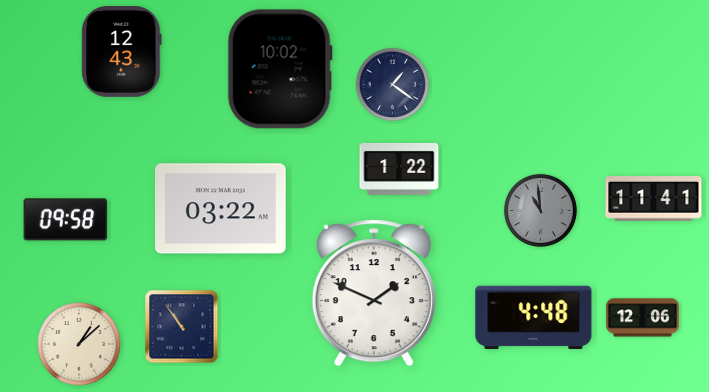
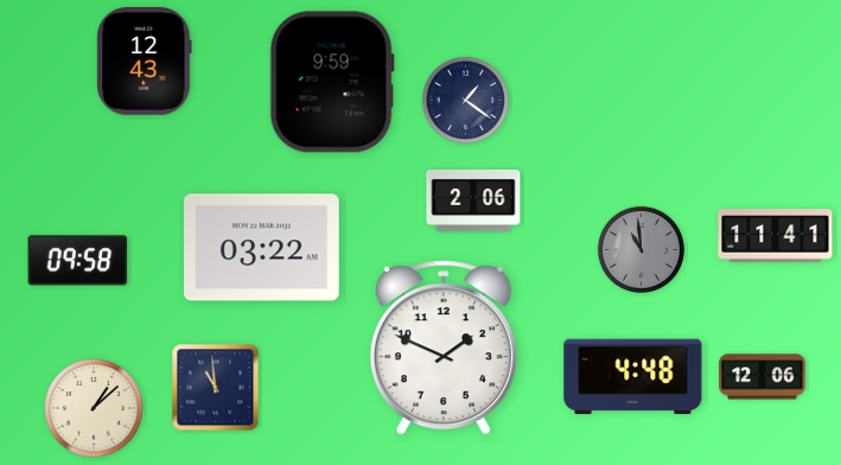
clock at (280, 69): 10:02 -> 9:59
clock at (399, 169): 1:22 -> 2:06
clock at (182, 327): 10:54 -> 10:59
